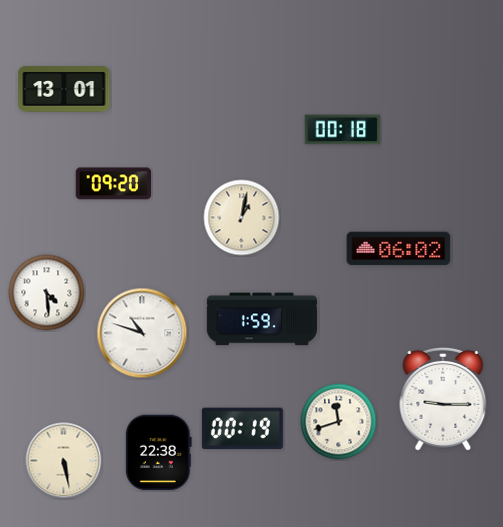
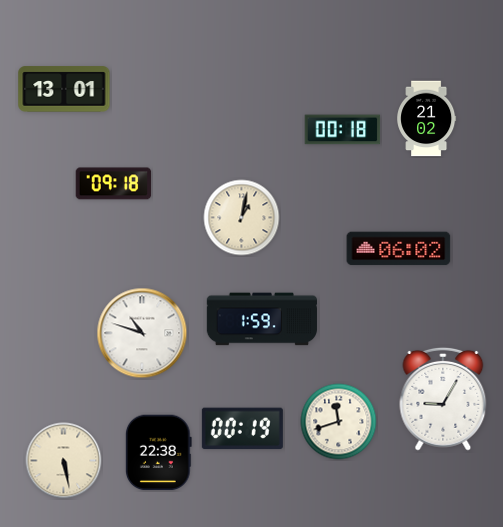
clock at (427, 119): none -> 21:02
clock at (114, 184): 09:20 -> 09:18
clock at (47, 293): 4:29 -> none
clock at (443, 399): 9:15 -> 9:05
